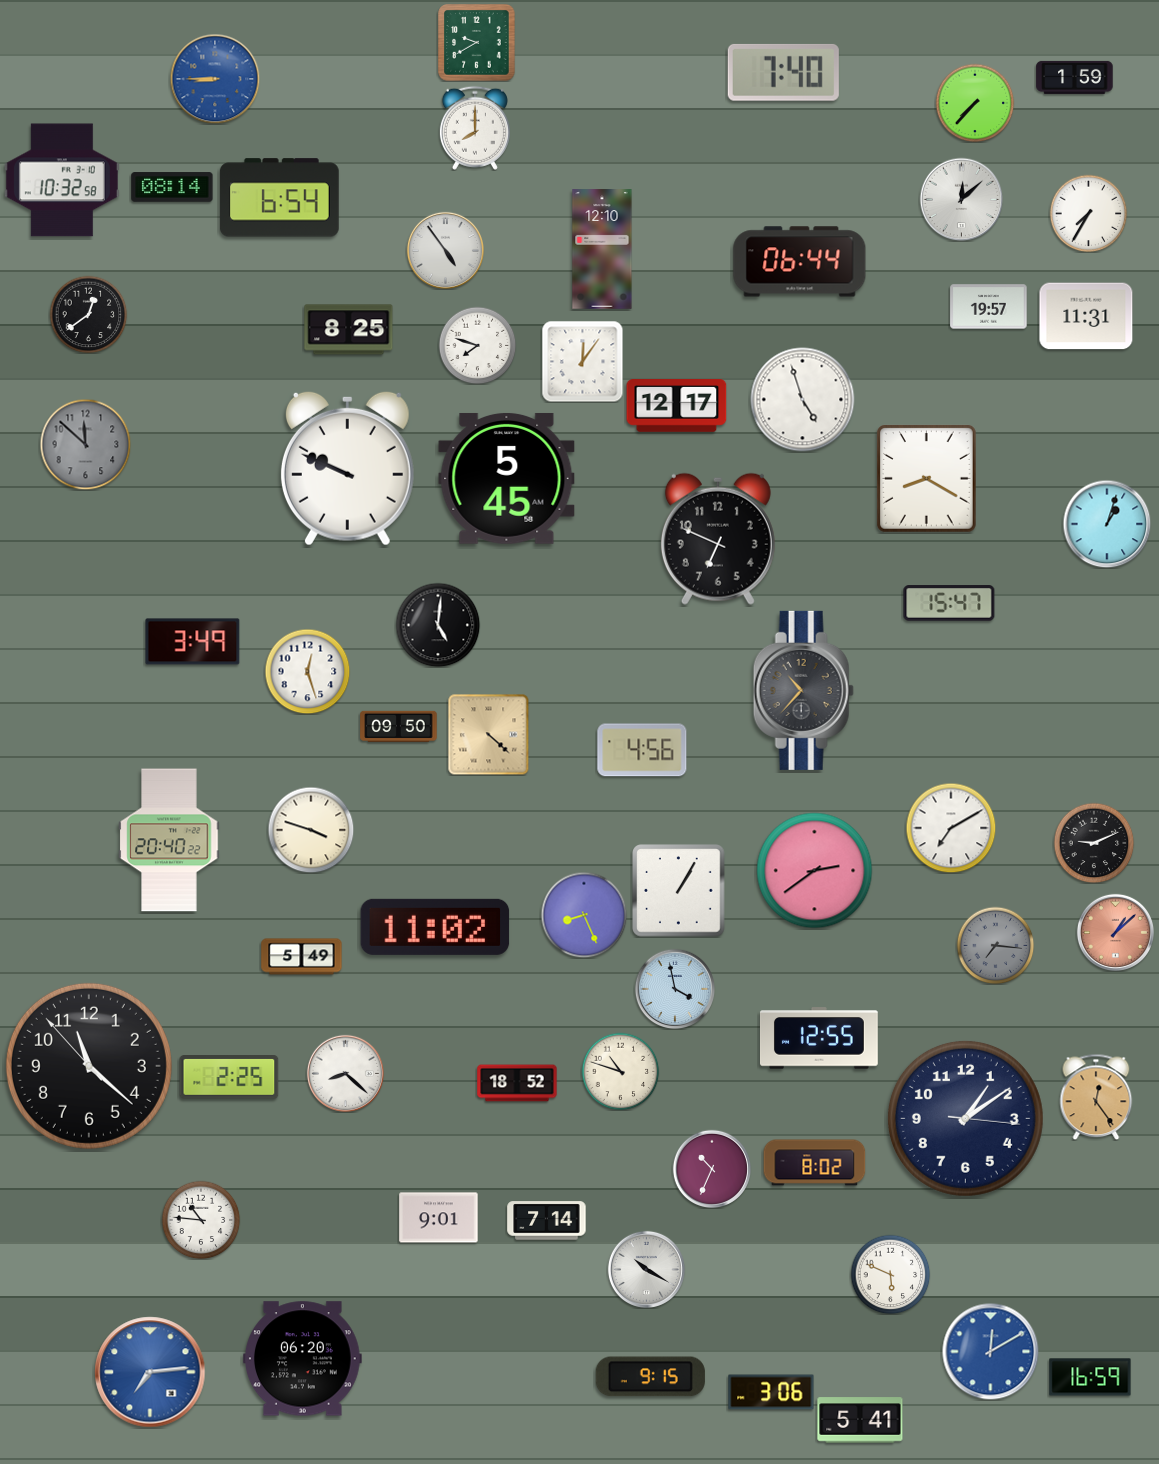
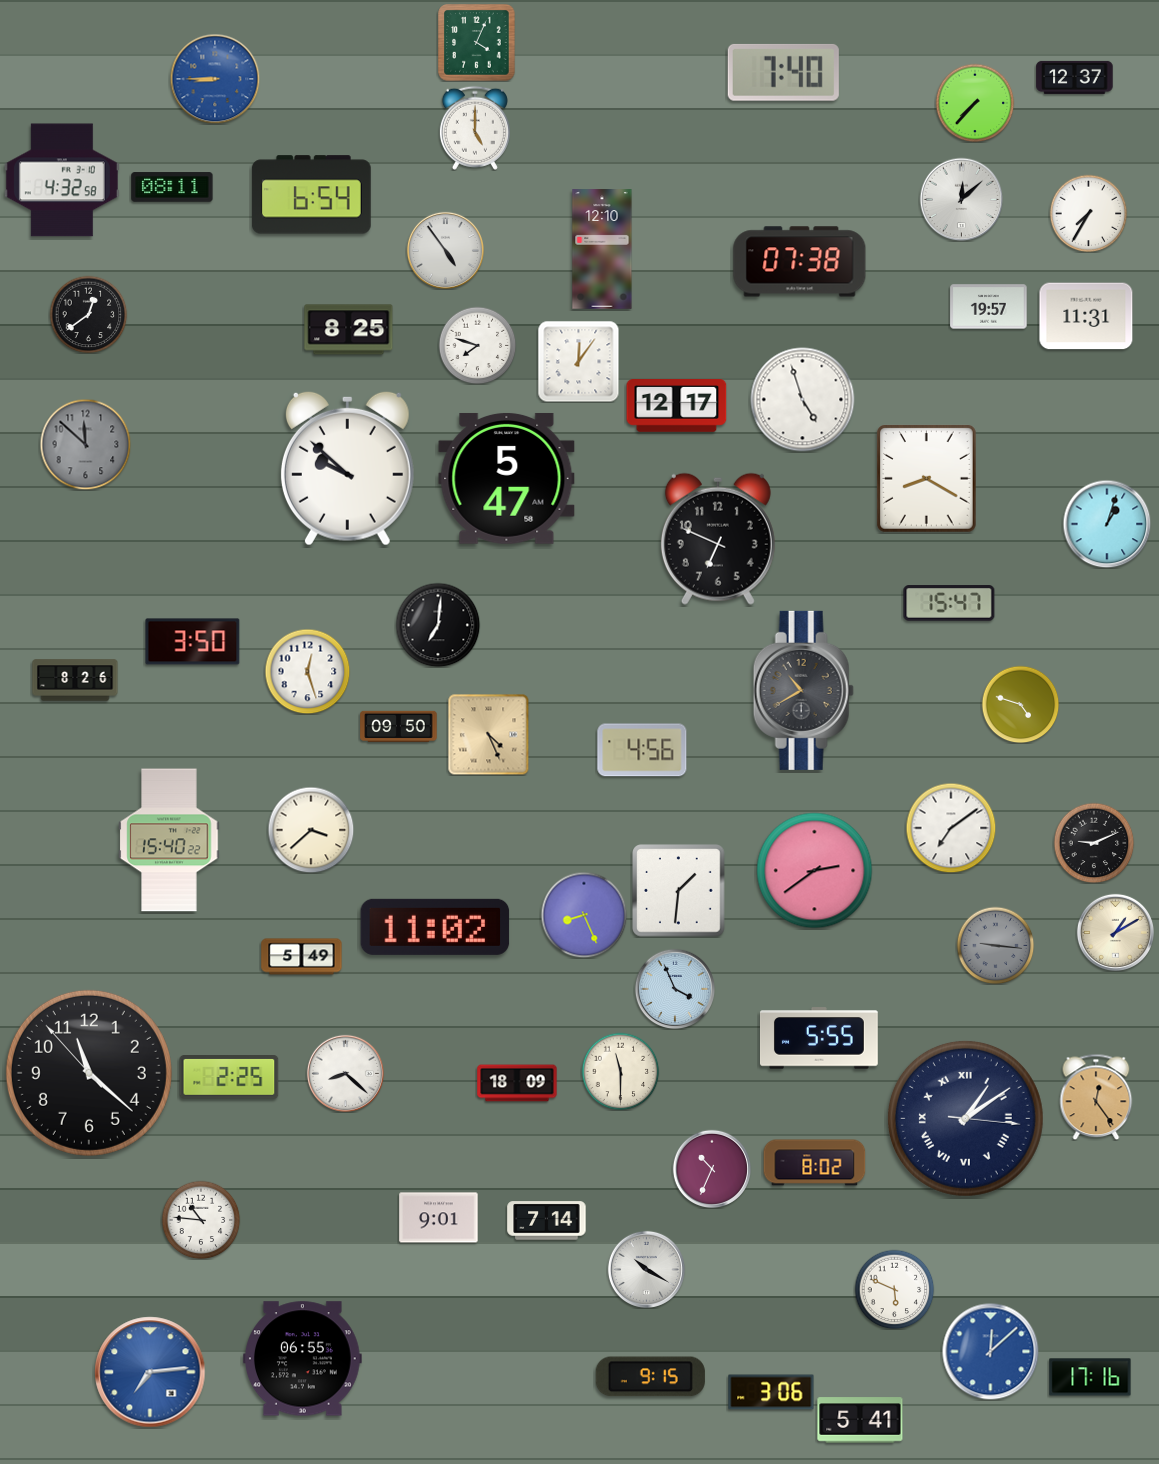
clock at (477, 43): 9:40 -> 4:04
clock at (1075, 77): 1:59 -> 12:37
clock at (475, 128): 8:00 -> 5:00
clock at (62, 180): 10:32 -> 4:32
clock at (172, 187): 08:14 -> 08:11
clock at (279, 198) position: (279, 198) -> (311, 195)
clock at (800, 262): 06:44 -> 07:38
clock at (582, 361) position: (582, 361) -> (578, 361)
clock at (347, 468): 9:49 -> 9:52
clock at (507, 478): 5:45 -> 5:47
clock at (438, 625): 5:01 -> 7:01
clock at (193, 642): 3:49 -> 3:50
clock at (75, 680): none -> 8:26
clock at (803, 690): 10:37 -> 10:40
clock at (1020, 704): none -> 4:48
clock at (488, 734): 4:22 -> 4:26
clock at (951, 828): 7:10 -> 7:09
clock at (311, 830): 3:48 -> 3:38
clock at (169, 840): 20:40 -> 15:40
clock at (679, 891): 1:05 -> 1:31
clock at (1115, 932): 1:08 -> 1:10
clock at (1115, 932) dial: salmon -> cream
clock at (995, 945): 7:16 -> 9:16
clock at (675, 989): 3:58 -> 3:56
clock at (819, 1038): 12:55 -> 5:55
clock at (89, 1066) position: (89, 1066) -> (89, 1073)
clock at (620, 1071): 10:48 -> 11:30
clock at (517, 1083): 18:52 -> 18:09
clock at (965, 1118) numerals: Arabic -> Roman
clock at (890, 1274) position: (890, 1274) -> (894, 1289)
clock at (991, 1352): 12:10 -> 12:08
clock at (303, 1359): 06:20 -> 06:55
clock at (1090, 1377): 16:59 -> 17:16
